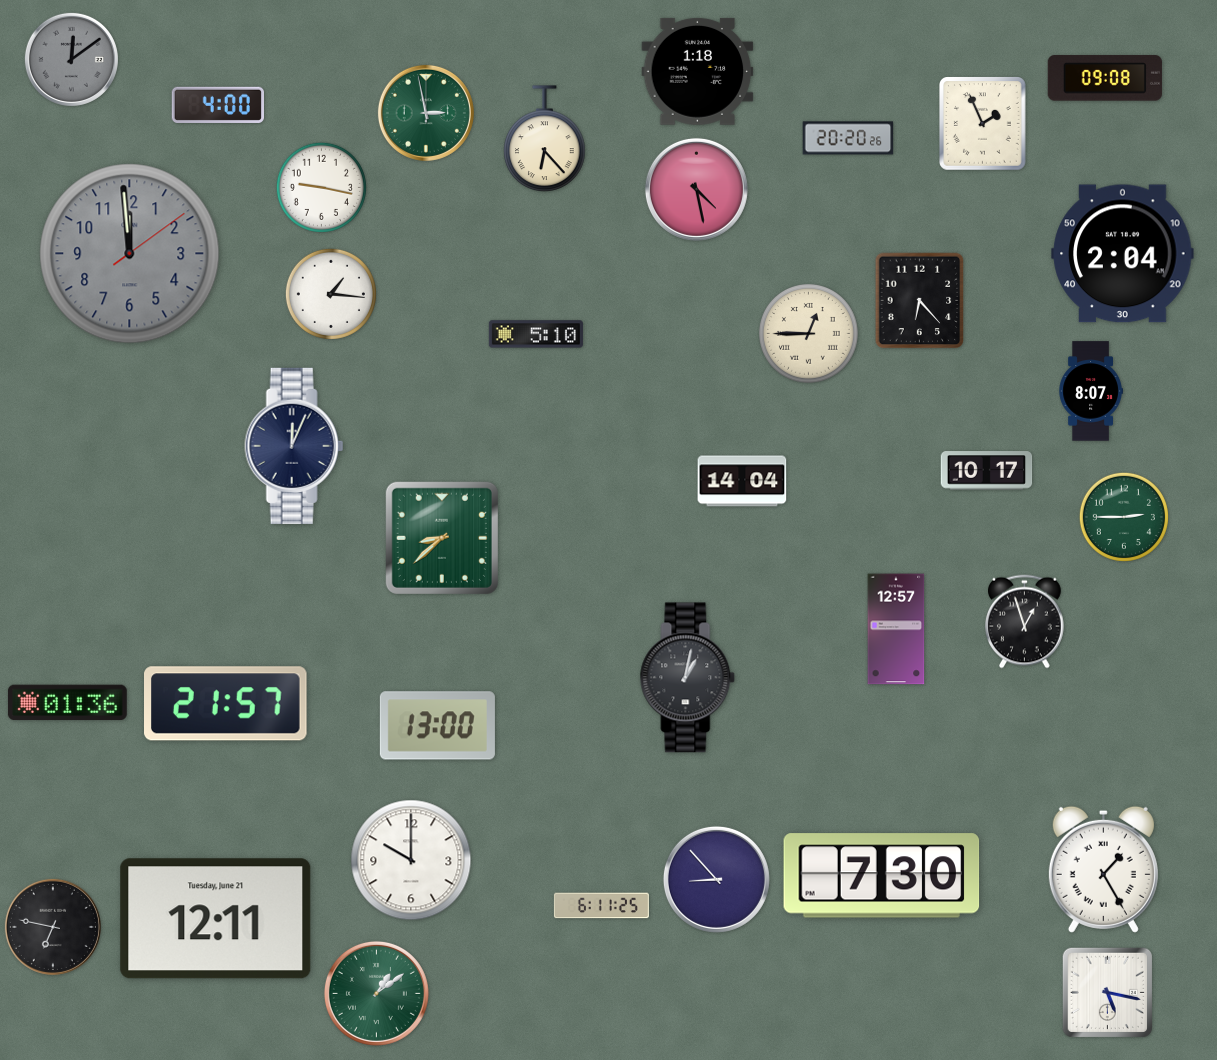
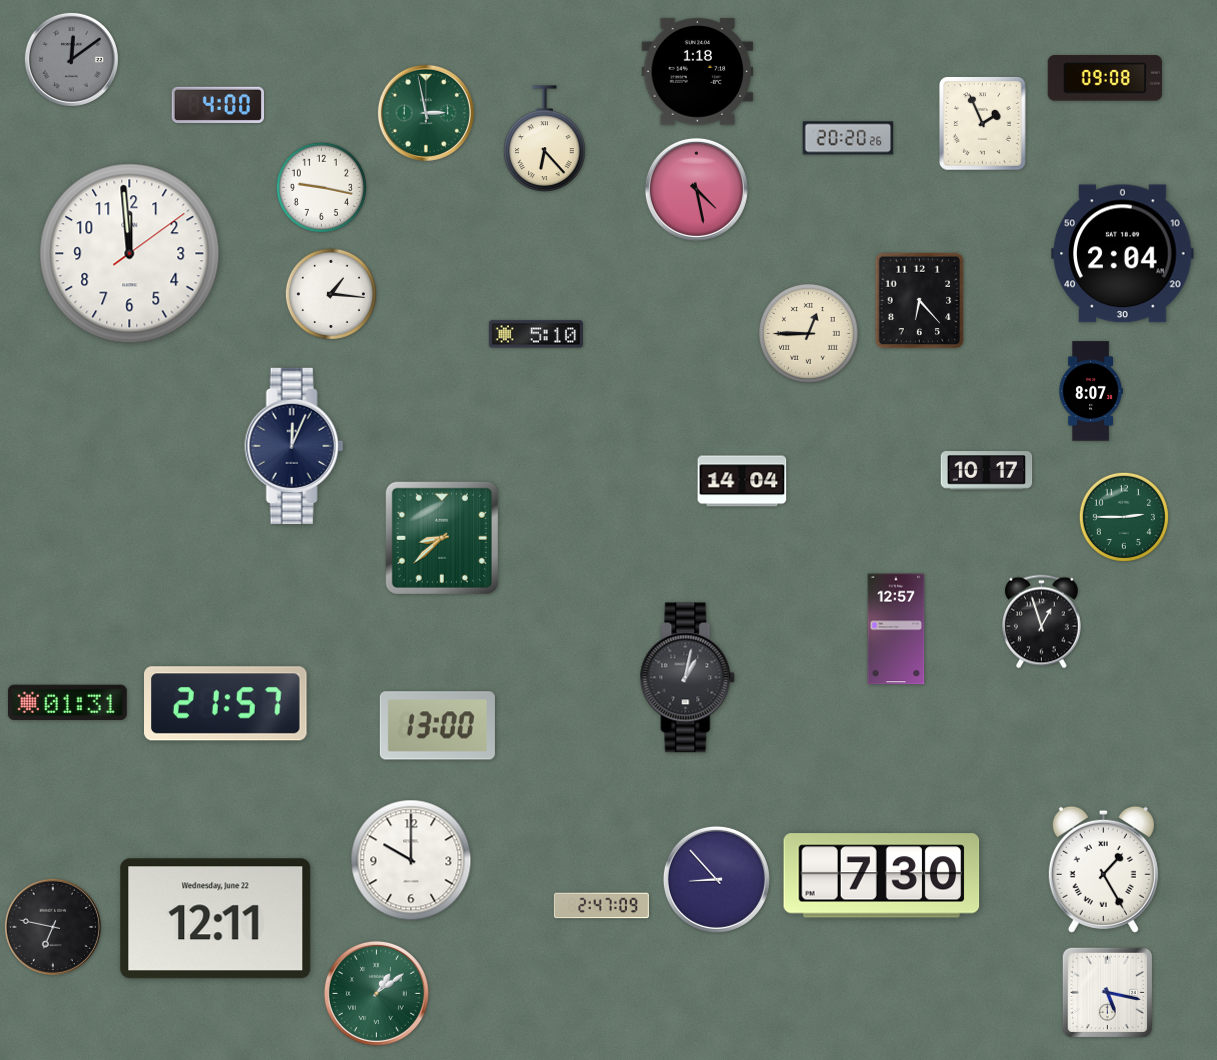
clock at (130, 254) dial: grey -> white
clock at (1025, 622) position: (1025, 622) -> (1042, 622)
clock at (67, 703): 01:36 -> 01:31
clock at (601, 906): 6:11 -> 2:47
clock at (216, 919) date: Tuesday, June 21 -> Wednesday, June 22
